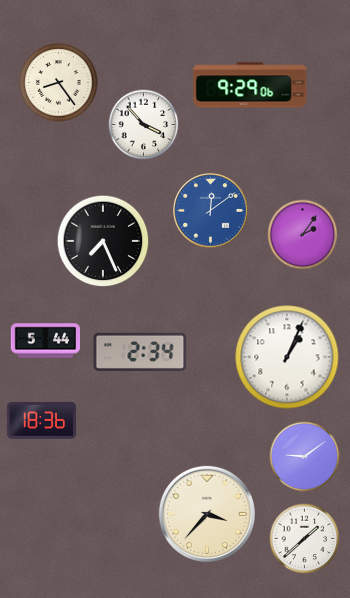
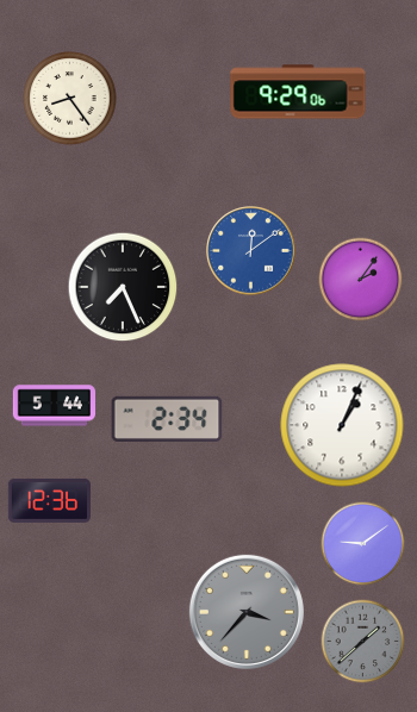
clock at (250, 85) position: (250, 85) -> (298, 92)
clock at (144, 125): 3:53 -> none
clock at (41, 420): 18:36 -> 12:36
clock at (207, 514) dial: cream -> grey
clock at (305, 539) dial: white -> grey
